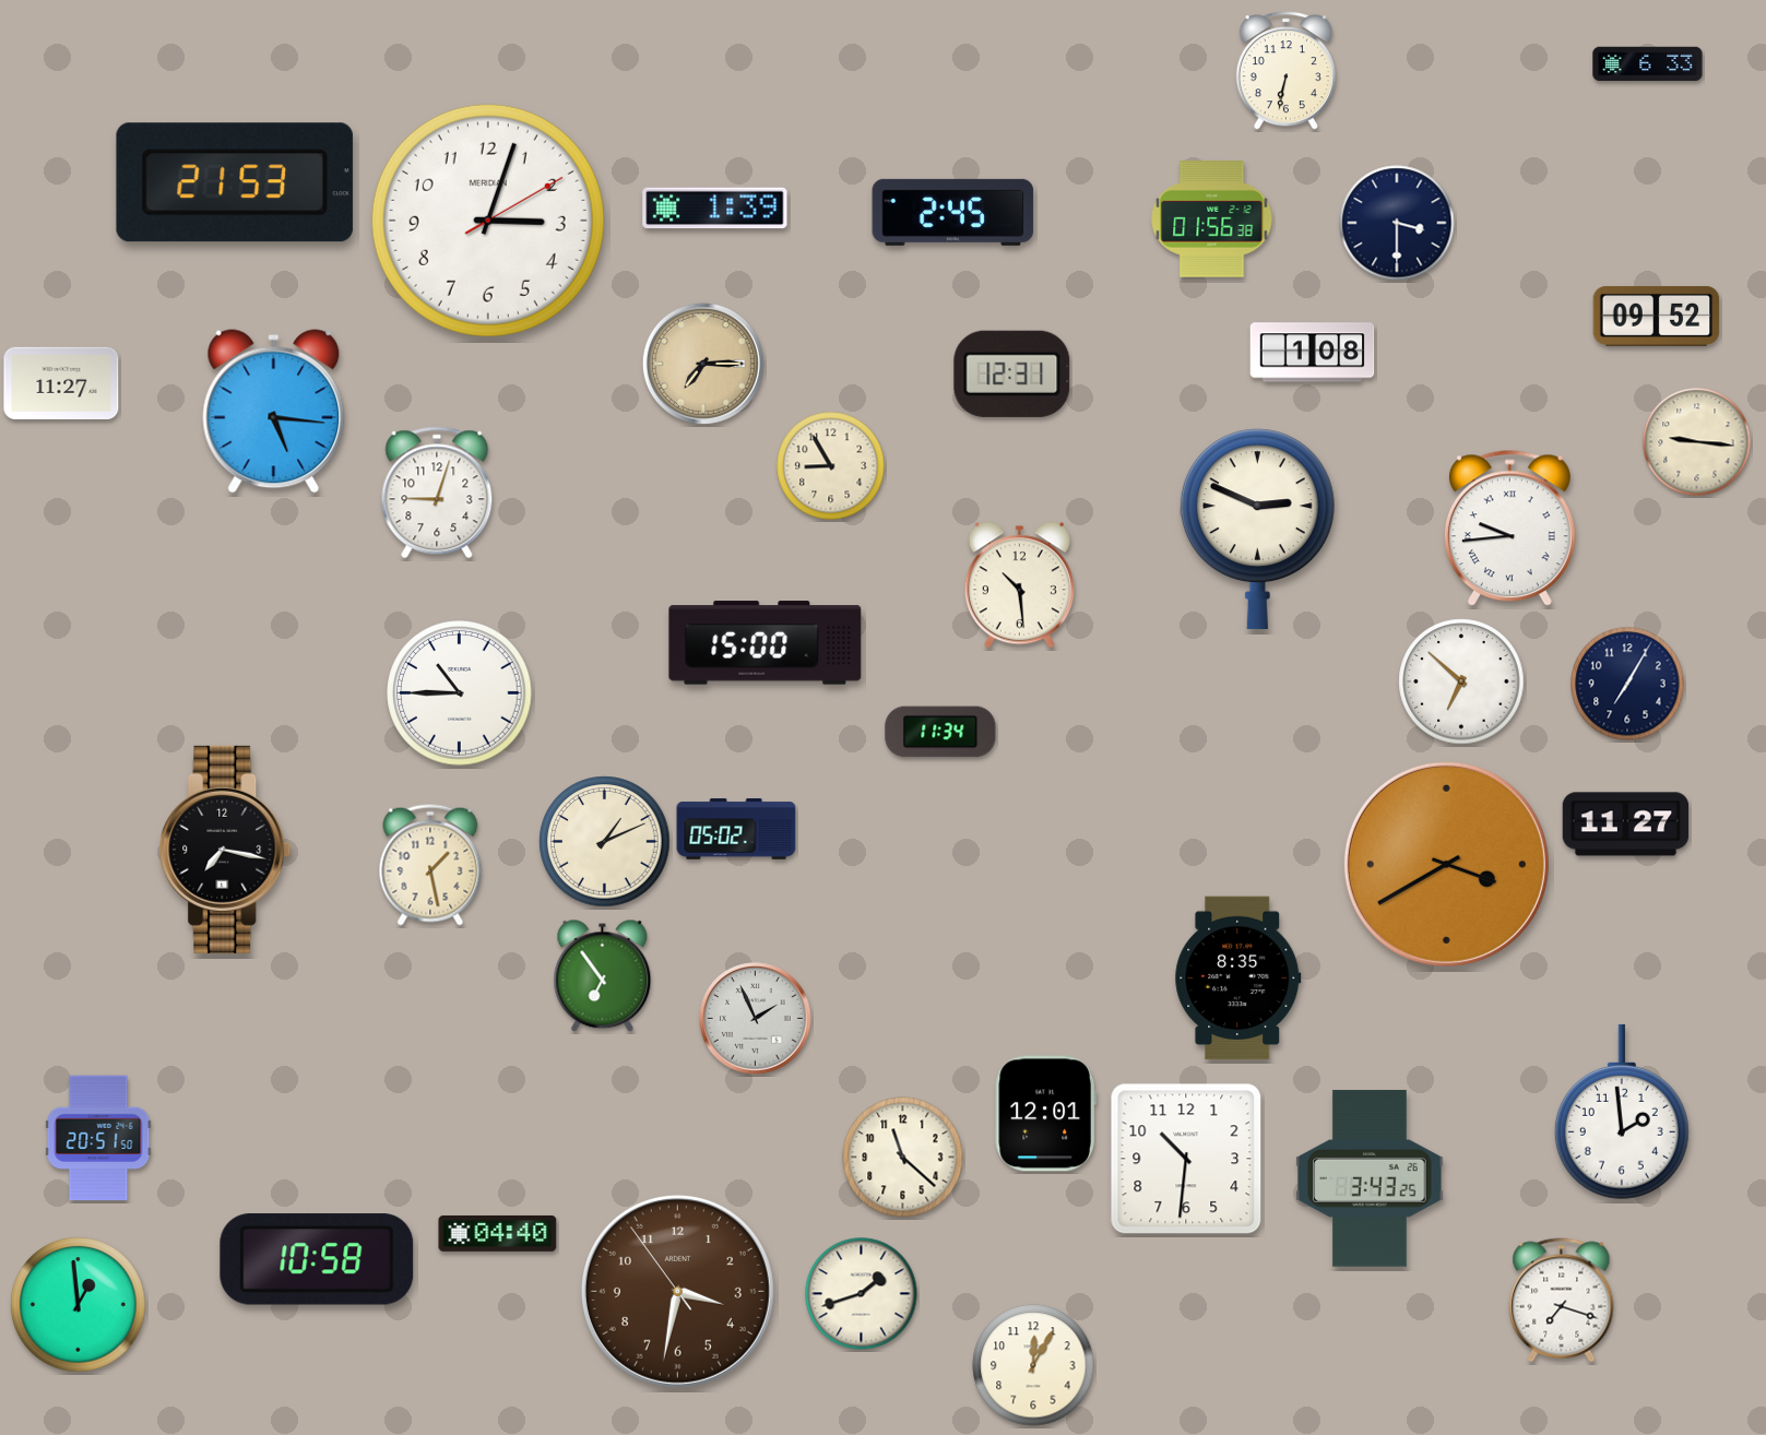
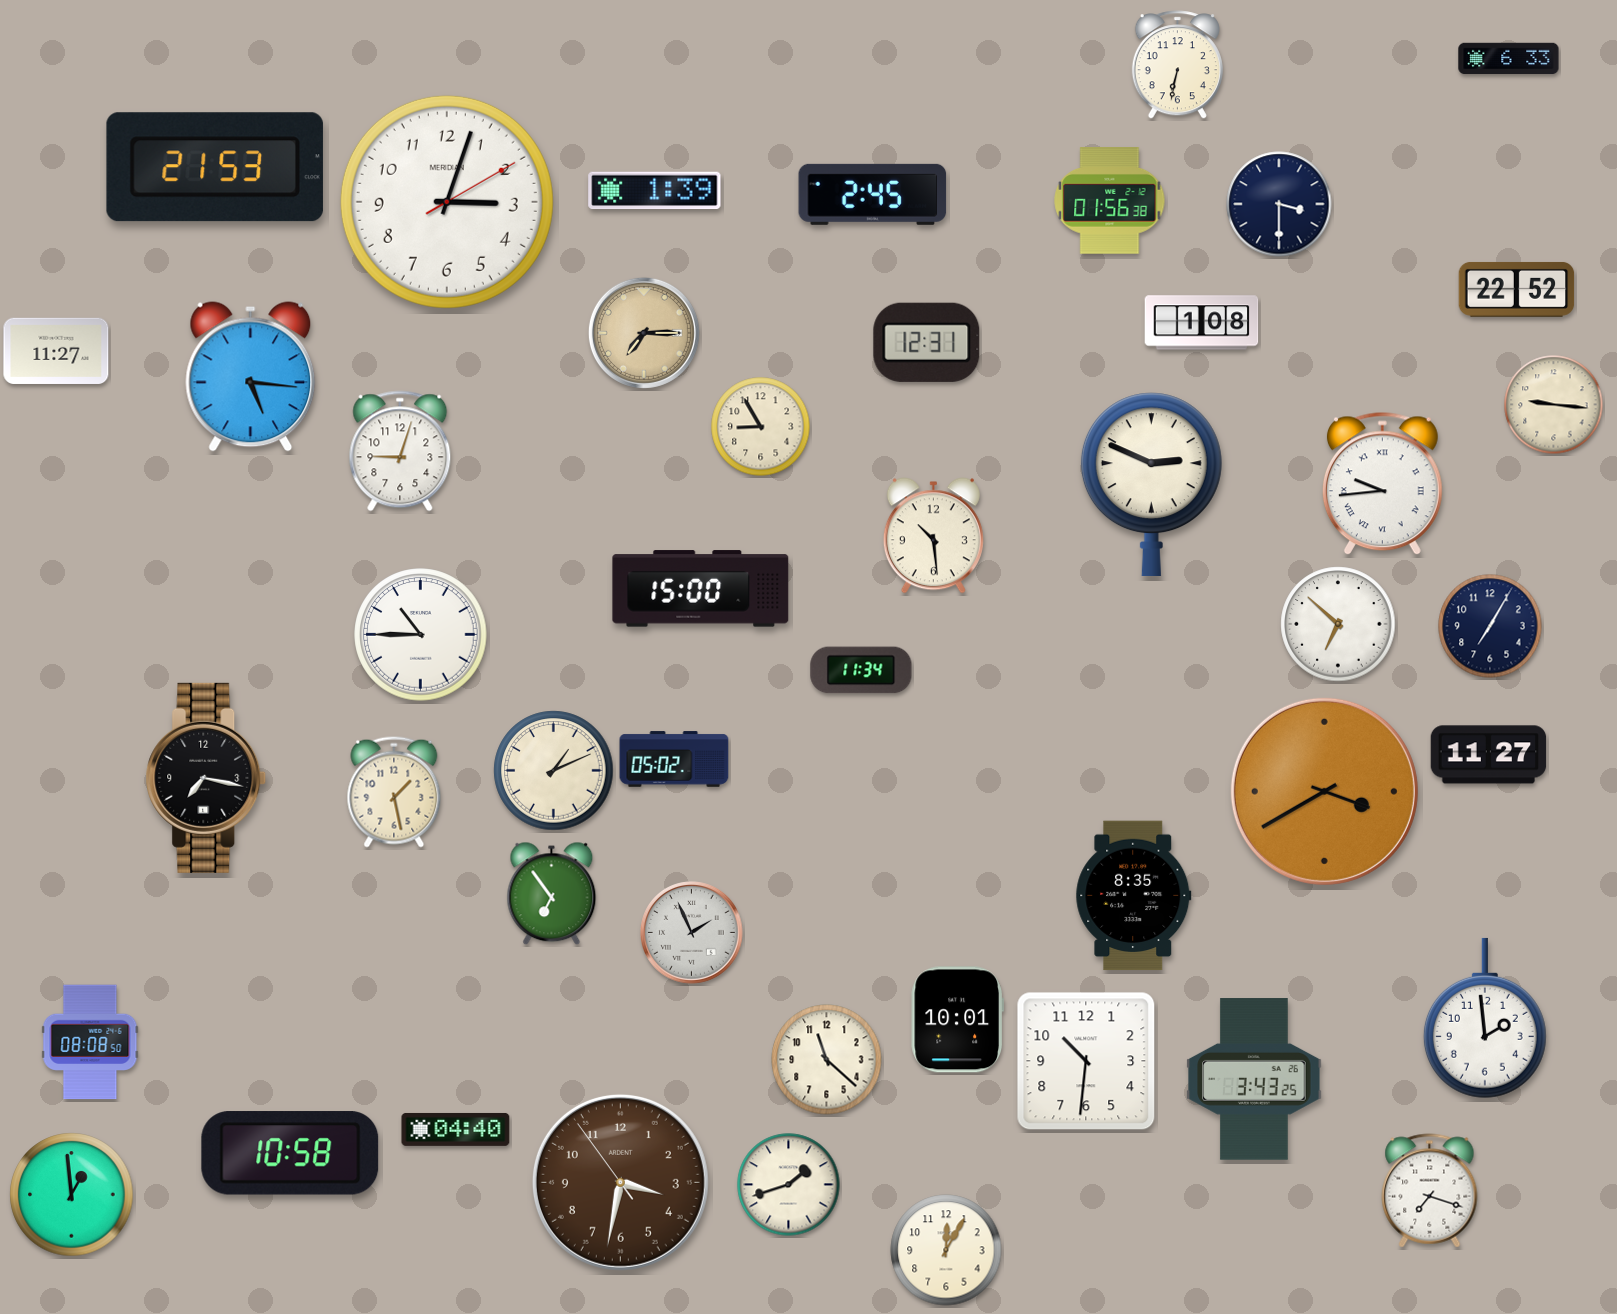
clock at (1657, 316): 09:52 -> 22:52
clock at (1045, 1114): 12:01 -> 10:01
clock at (98, 1138): 20:51 -> 08:08
